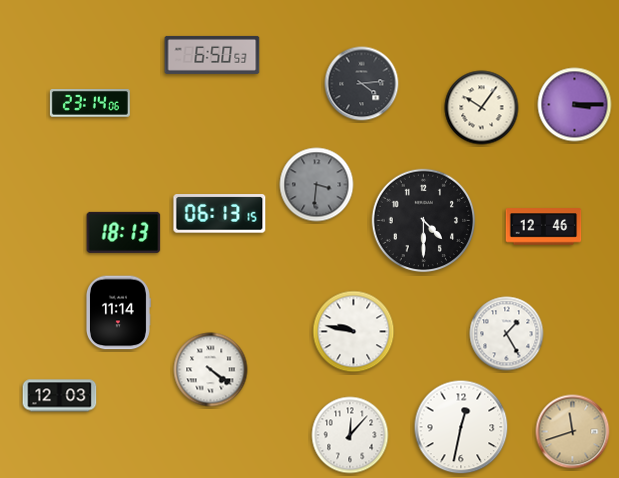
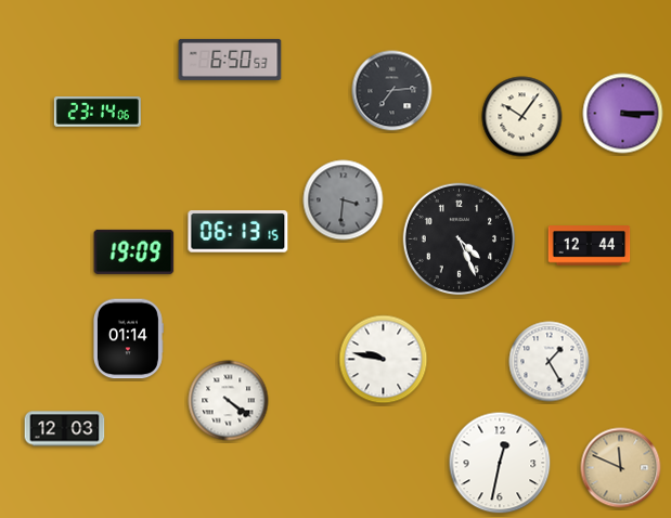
clock at (362, 84): 4:14 -> 7:14
clock at (424, 221): 4:30 -> 4:26
clock at (544, 227): 12:46 -> 12:44
clock at (124, 232): 18:13 -> 19:09
clock at (118, 313): 11:14 -> 01:14
clock at (573, 432): 11:42 -> 11:49
clock at (350, 435): 12:07 -> none
